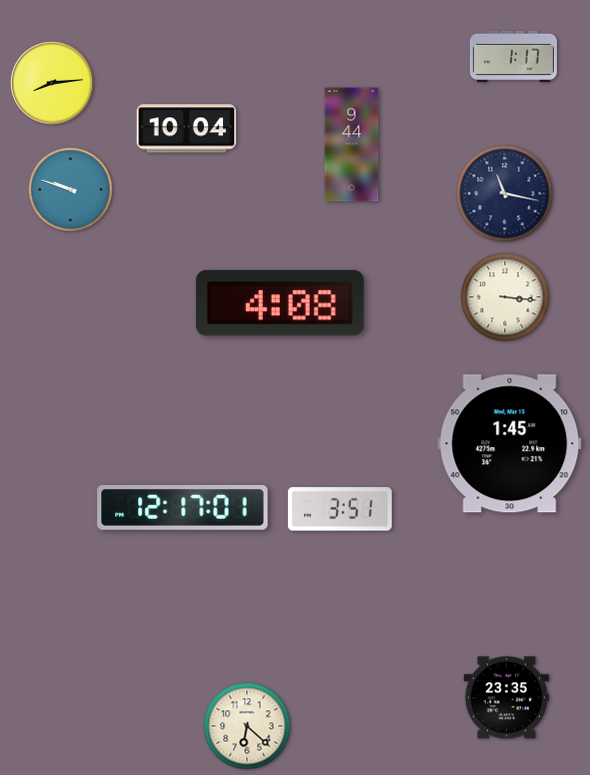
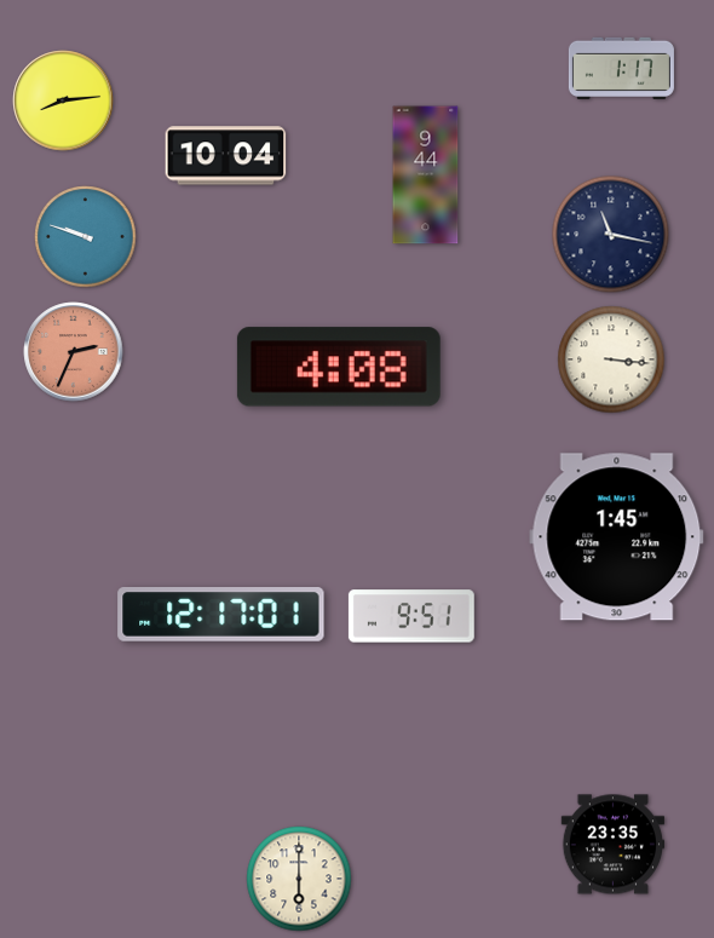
clock at (71, 190) position: (71, 190) -> (86, 237)
clock at (74, 352): none -> 2:34
clock at (340, 509): 3:51 -> 9:51
clock at (247, 726): 6:22 -> 6:00
